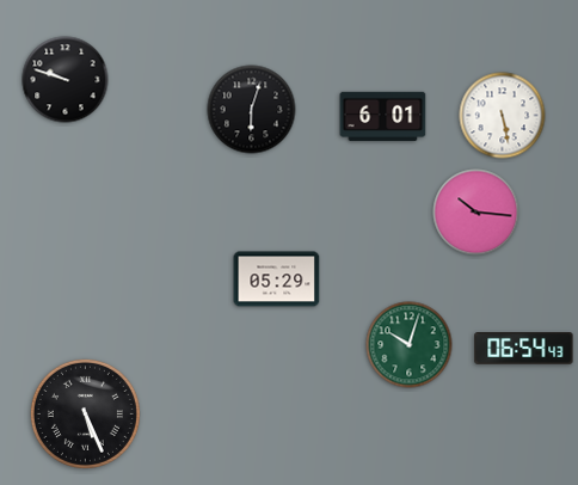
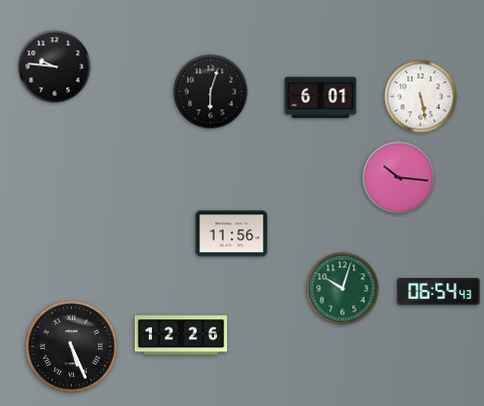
clock at (66, 80): 9:48 -> 9:46
clock at (277, 280): 05:29 -> 11:56
clock at (181, 335): none -> 12:26
